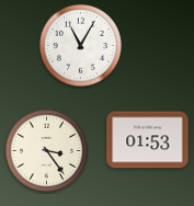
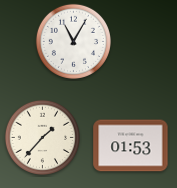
clock at (148, 140) position: (148, 140) -> (131, 146)
clock at (46, 150): 3:24 -> 1:37
